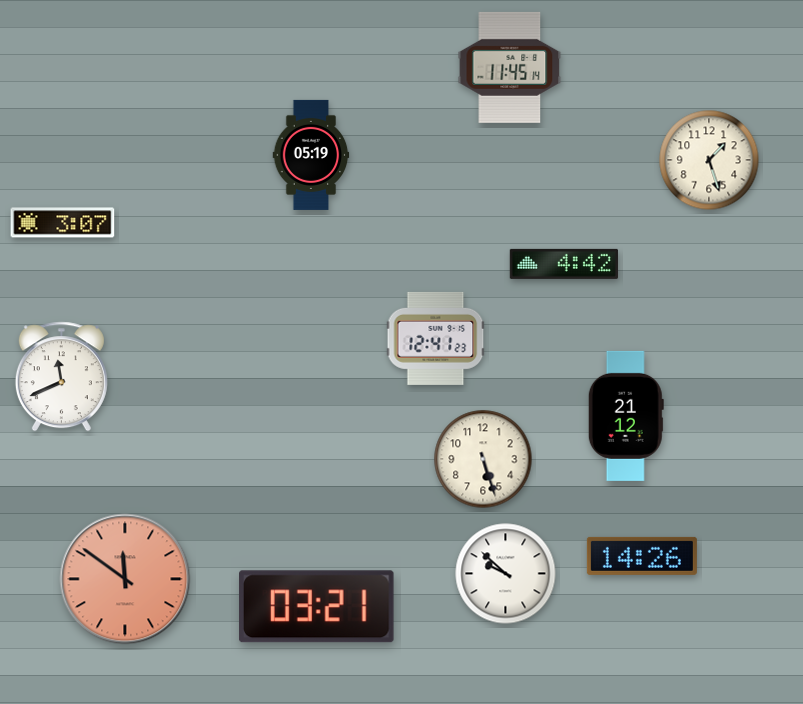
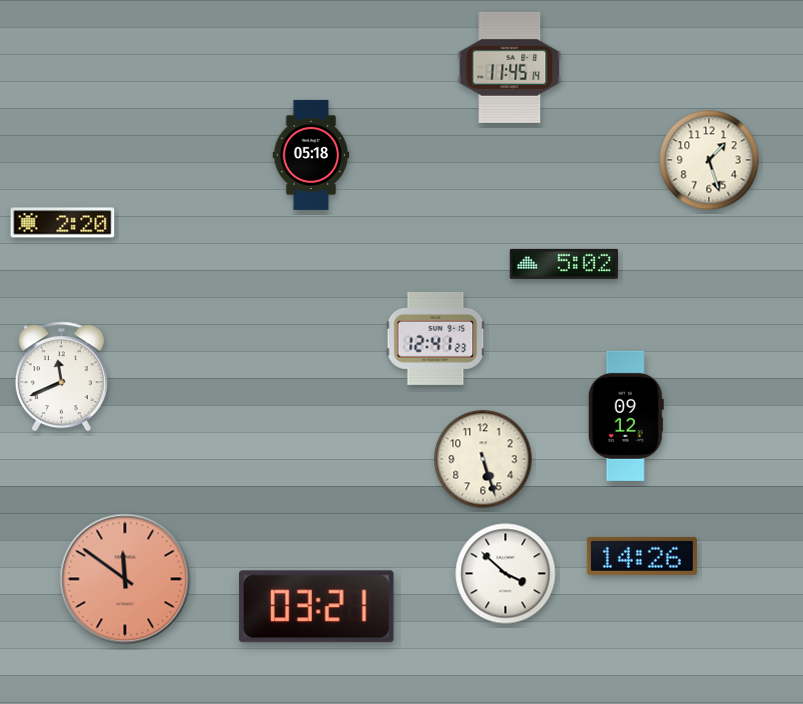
clock at (311, 155): 05:19 -> 05:18
clock at (63, 223): 3:07 -> 2:20
clock at (564, 264): 4:42 -> 5:02
clock at (626, 416): 21:12 -> 09:12
clock at (506, 574): 9:52 -> 3:52
